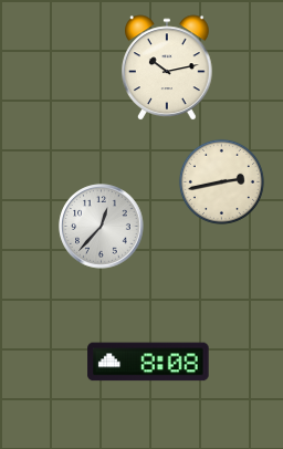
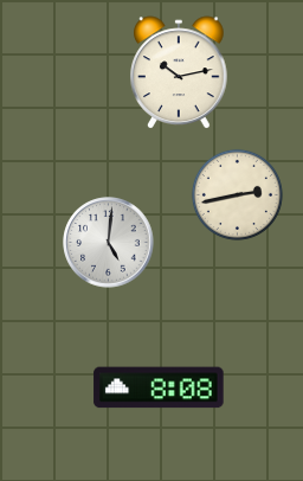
clock at (102, 227): 12:37 -> 5:01
